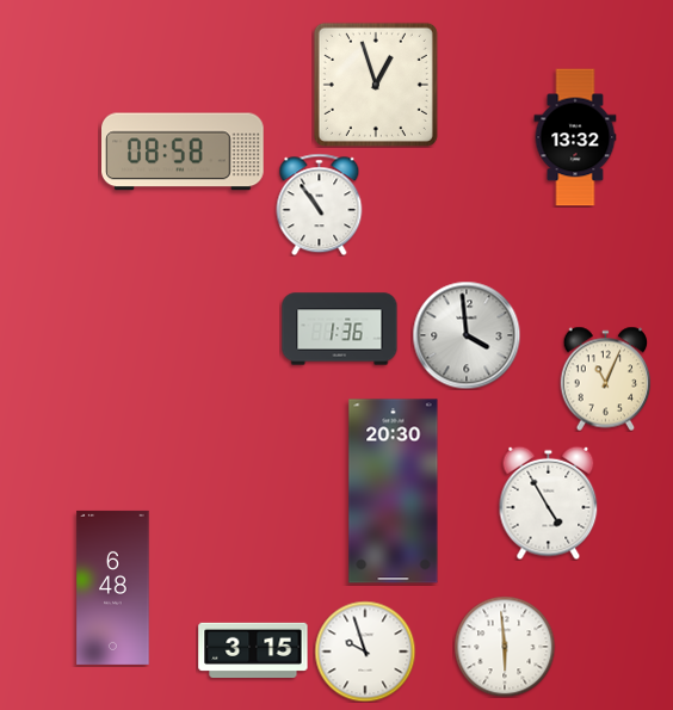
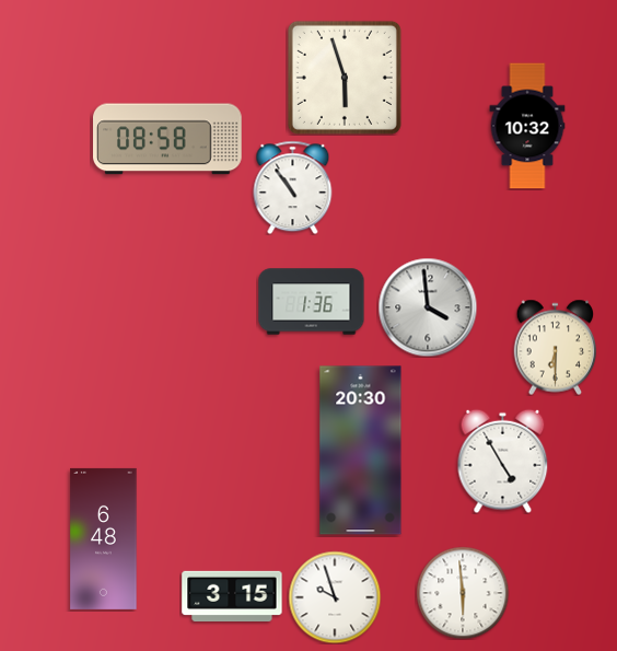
clock at (376, 85): 12:57 -> 5:57
clock at (575, 137): 13:32 -> 10:32
clock at (606, 378): 11:04 -> 6:30
